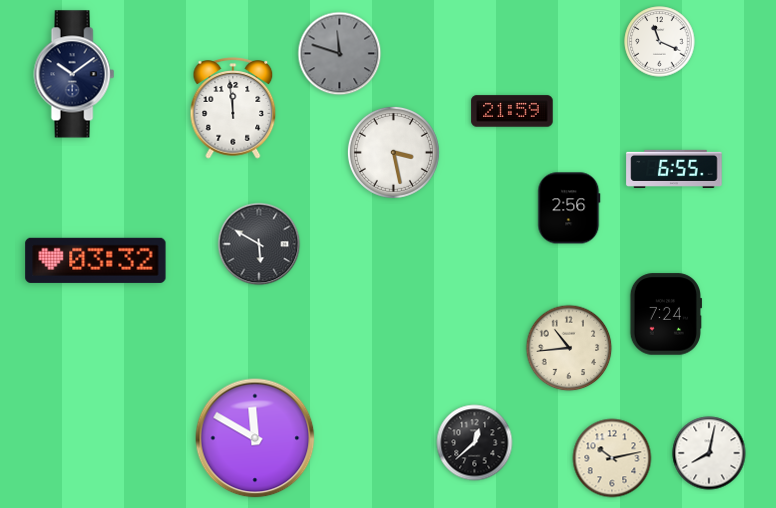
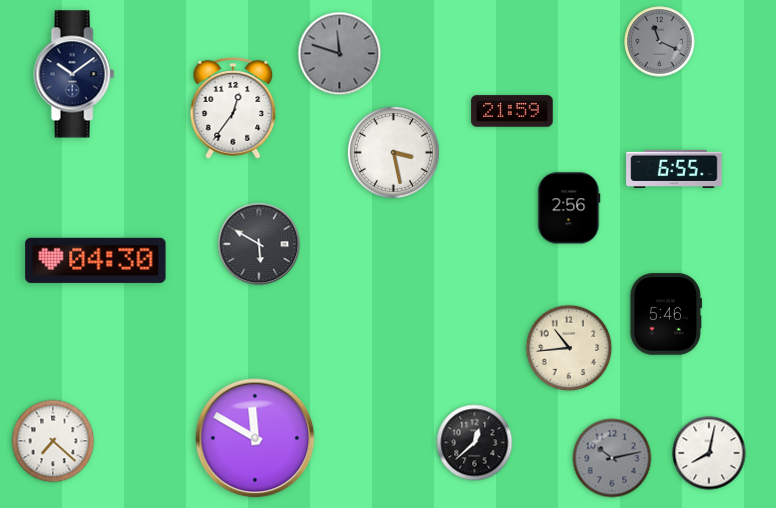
clock at (660, 42) dial: white -> grey
clock at (233, 108): 11:59 -> 12:36
clock at (96, 260): 03:32 -> 04:30
clock at (665, 314): 7:24 -> 5:46
clock at (53, 441): none -> 7:22
clock at (612, 458) dial: cream -> grey
